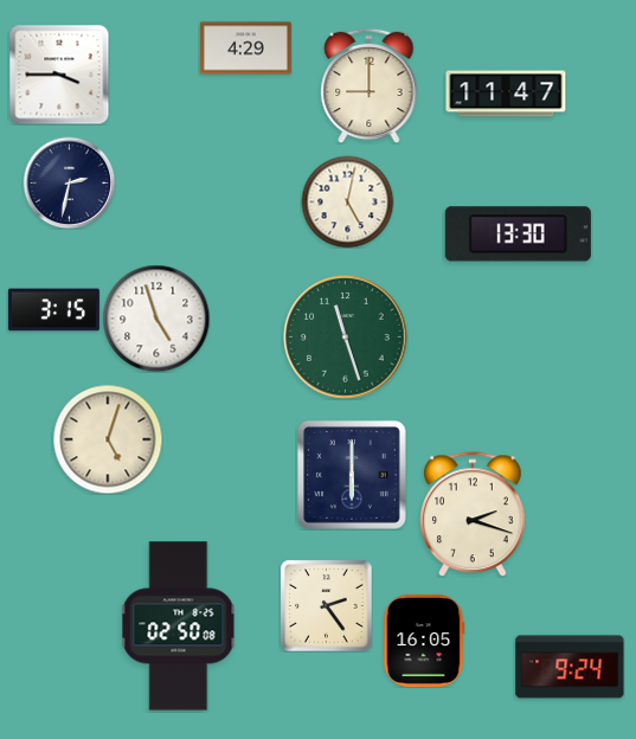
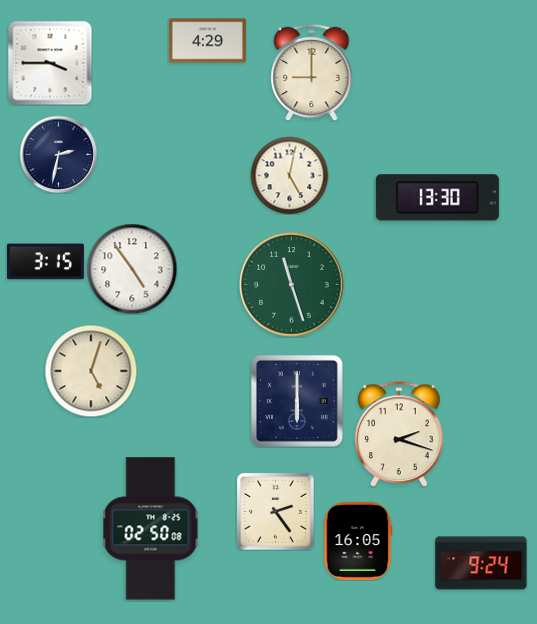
clock at (506, 94): 11:47 -> none
clock at (347, 201) position: (347, 201) -> (289, 175)
clock at (156, 319): 4:57 -> 4:54
